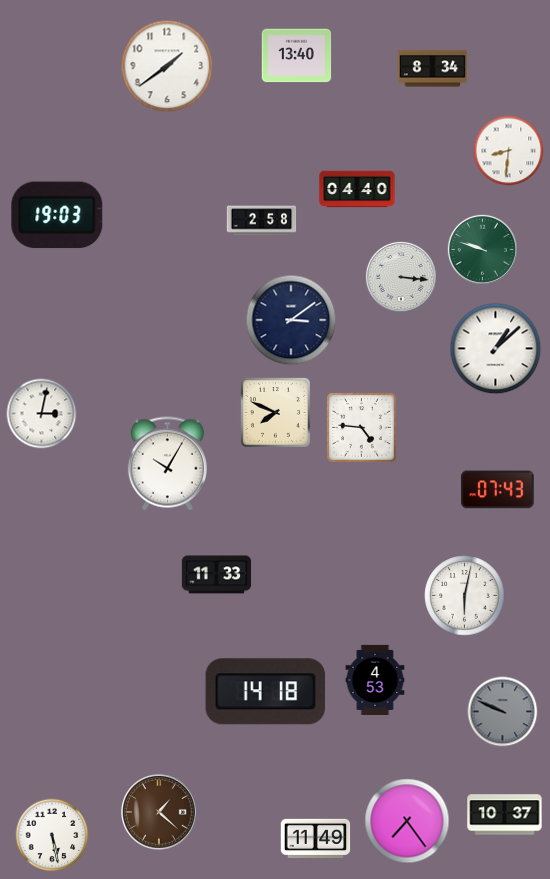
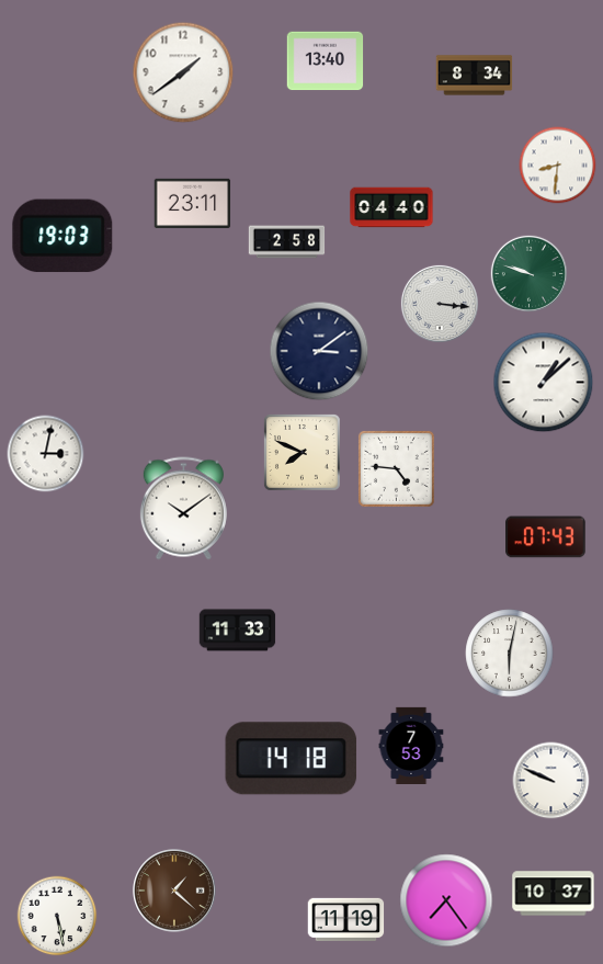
clock at (193, 203): none -> 23:11
clock at (167, 464): 10:05 -> 10:09
clock at (375, 679): 4:53 -> 7:53
clock at (503, 712) dial: grey -> white
clock at (316, 838): 11:49 -> 11:19
